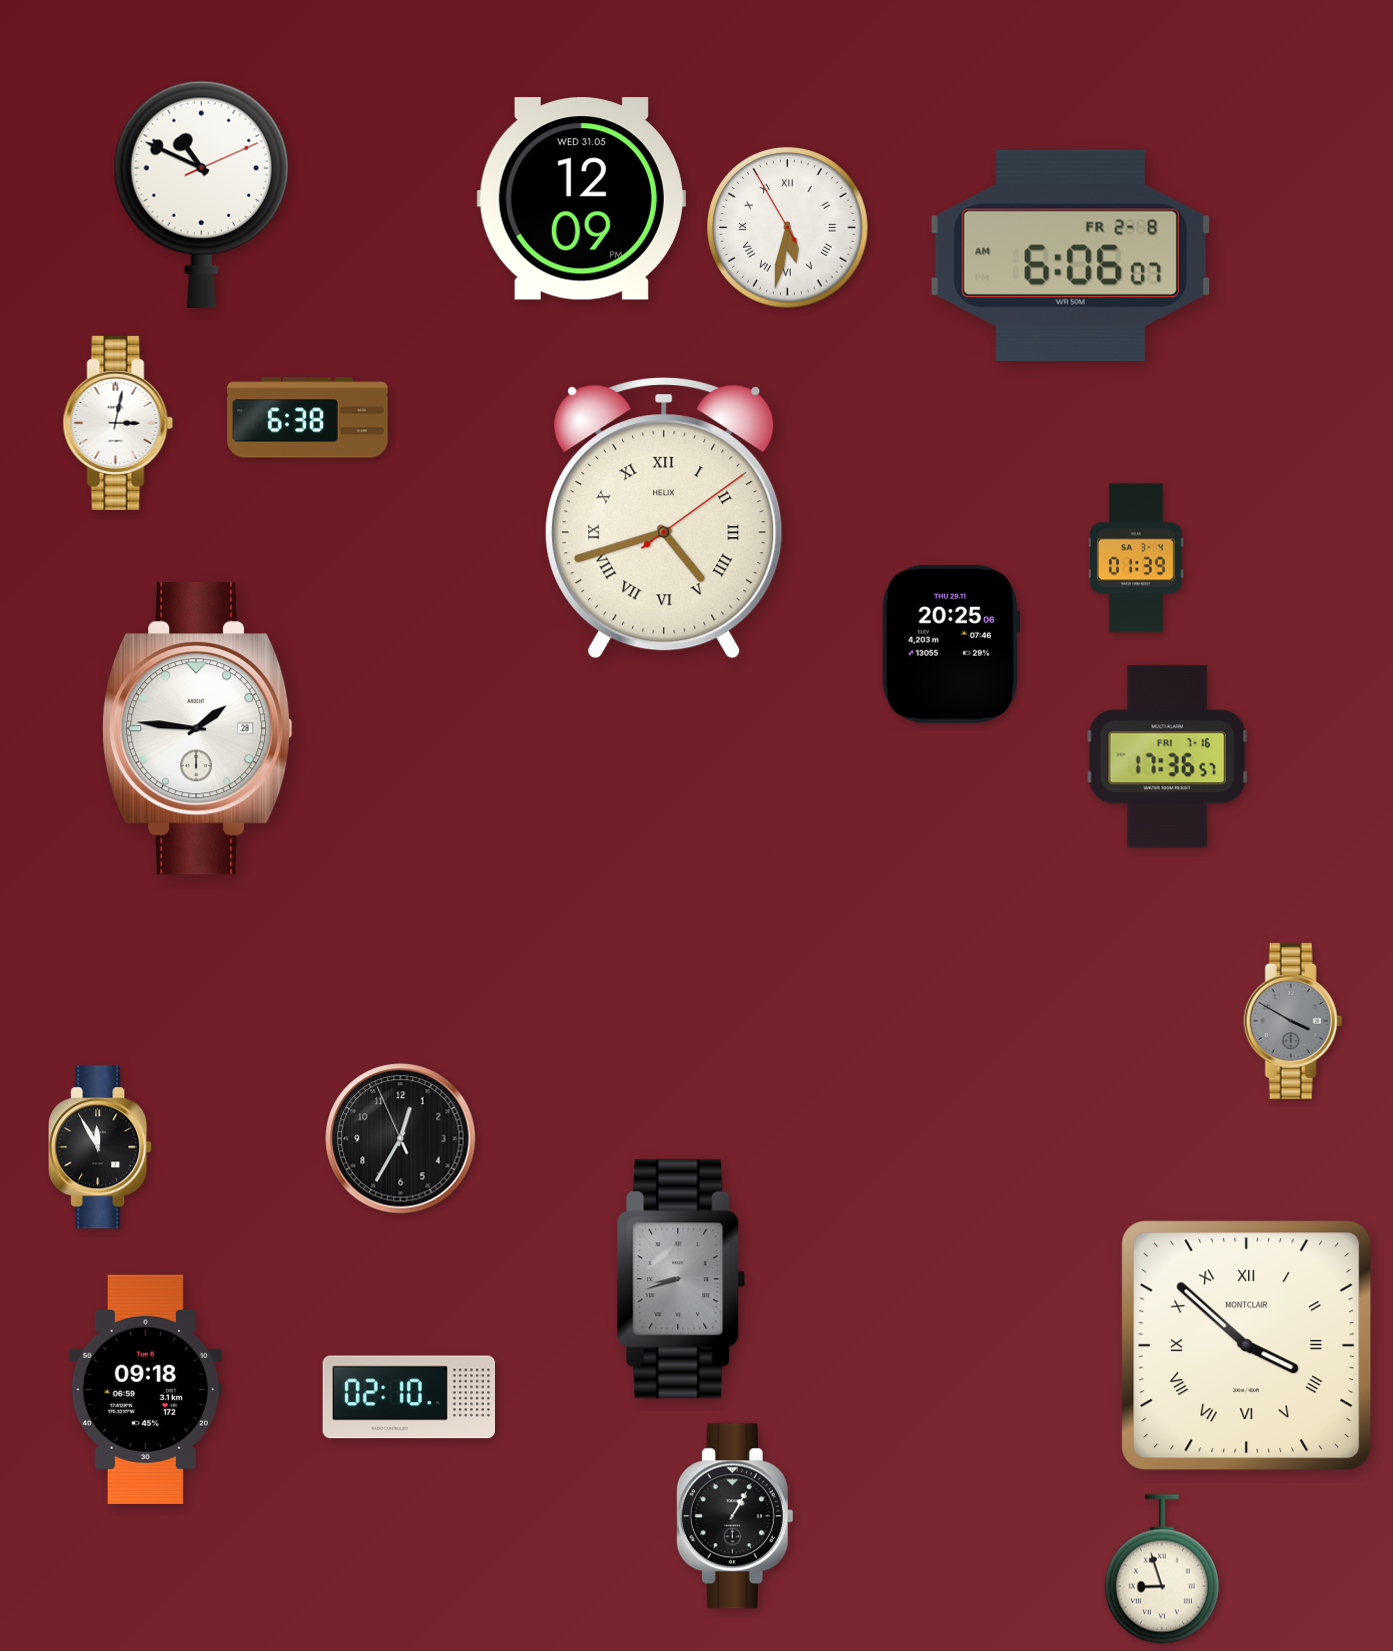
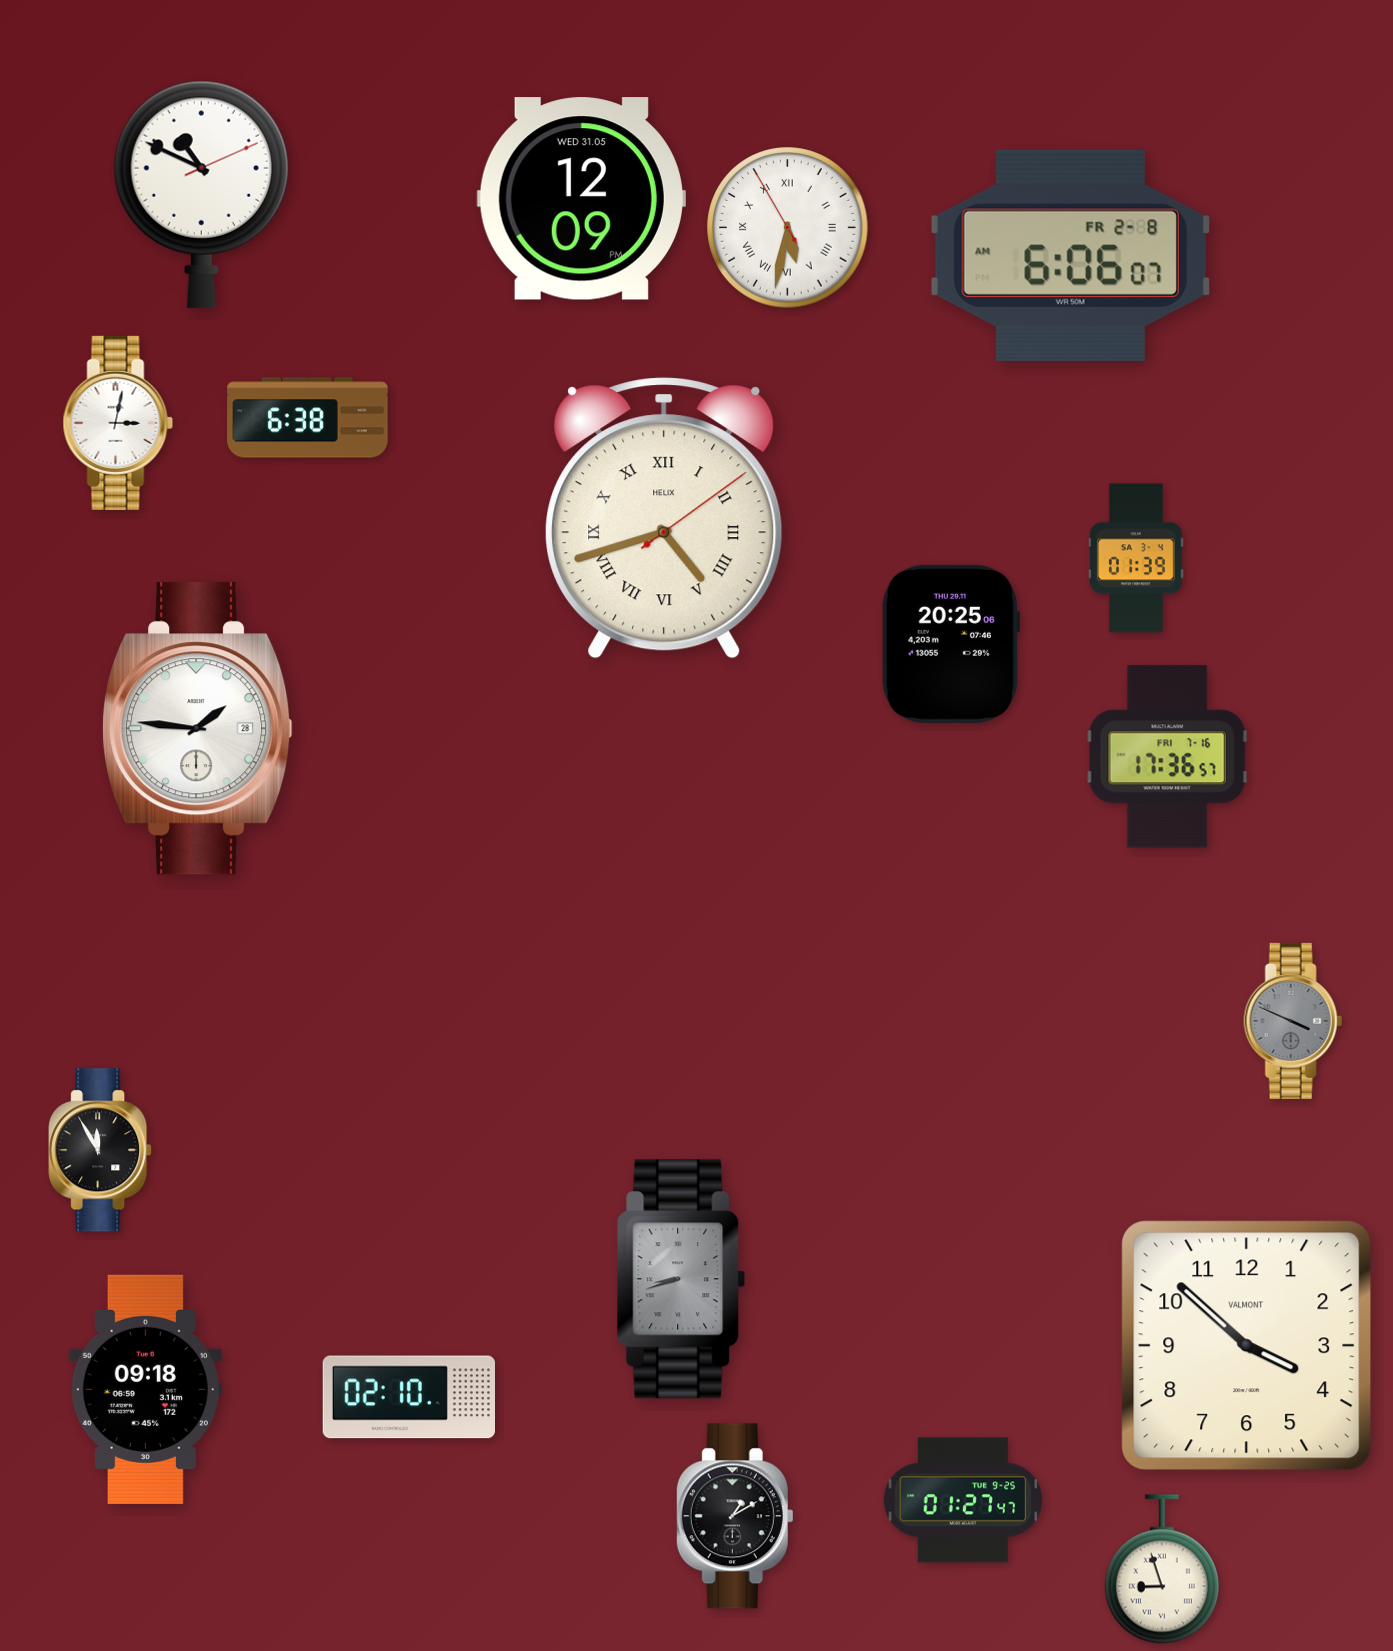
clock at (1293, 1021): 3:50 -> 3:49
clock at (401, 1139): 12:34 -> none
clock at (100, 1147) position: (100, 1147) -> (100, 1150)
clock at (1247, 1346) numerals: Roman -> Arabic
clock at (1247, 1346) brand: MONTCLAIR -> VALMONT
clock at (963, 1500): none -> 01:27
clock at (735, 1516): 1:05 -> 1:10
